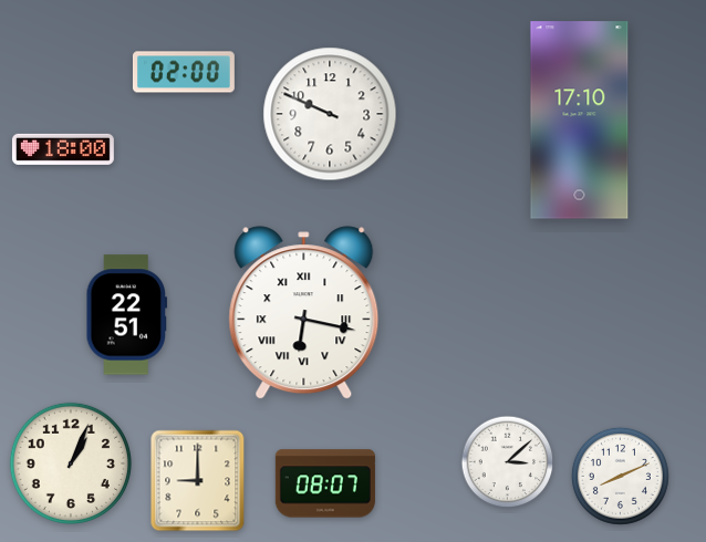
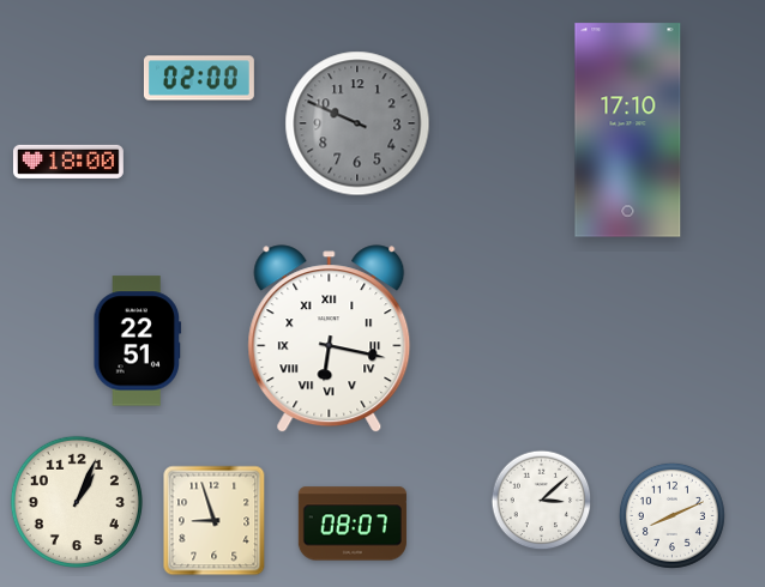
clock at (330, 114) dial: white -> grey
clock at (508, 462) position: (508, 462) -> (542, 501)
clock at (198, 481): 9:00 -> 8:57
